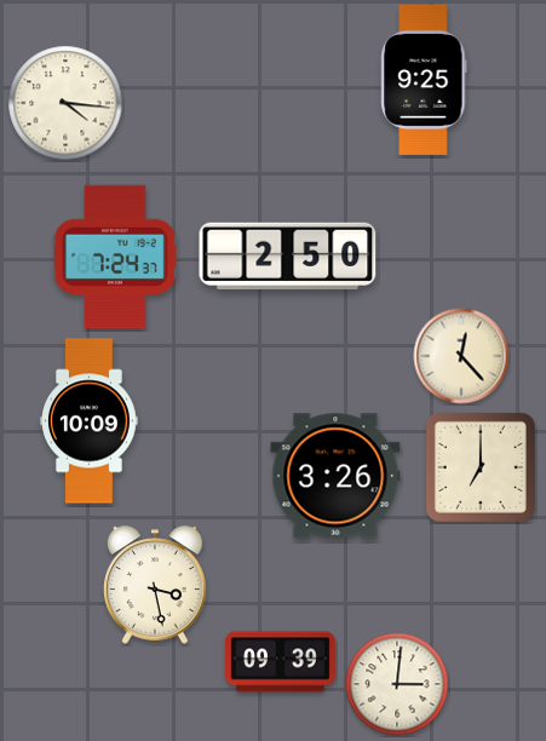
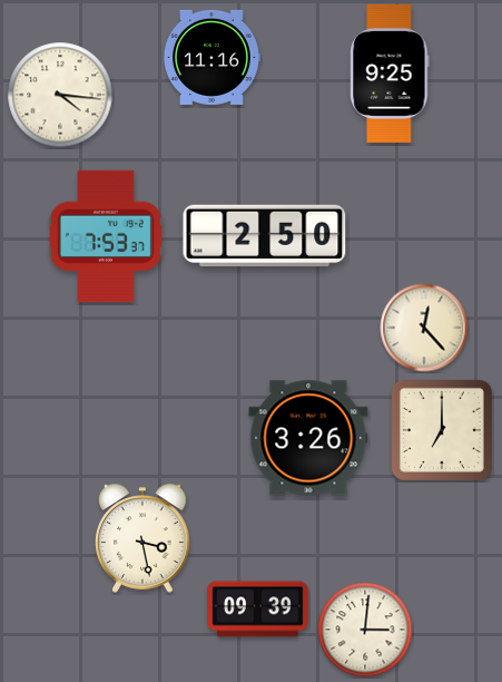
clock at (211, 57): none -> 11:16
clock at (115, 257): 7:24 -> 7:53
clock at (90, 421): 10:09 -> none
